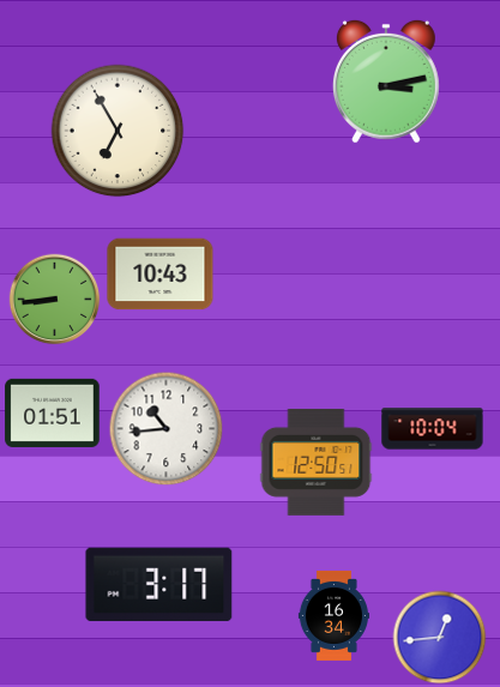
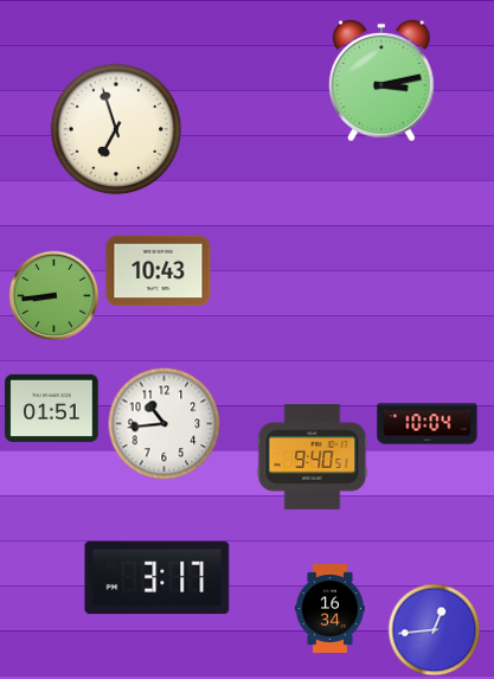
clock at (118, 131): 6:55 -> 6:57
clock at (317, 462): 12:50 -> 9:40
